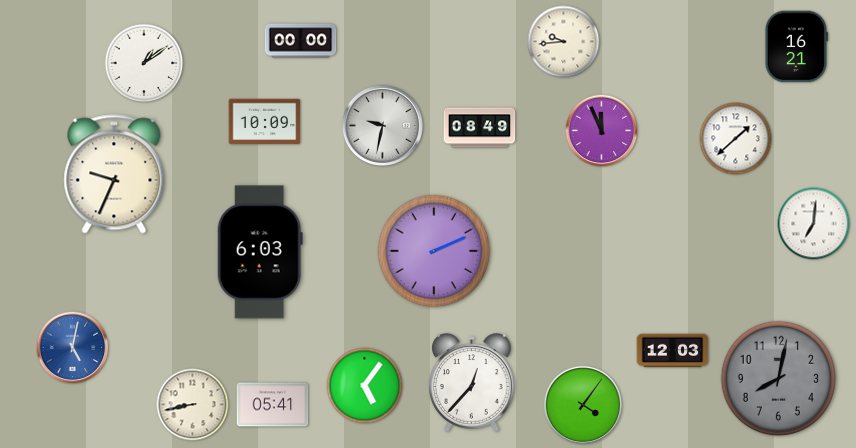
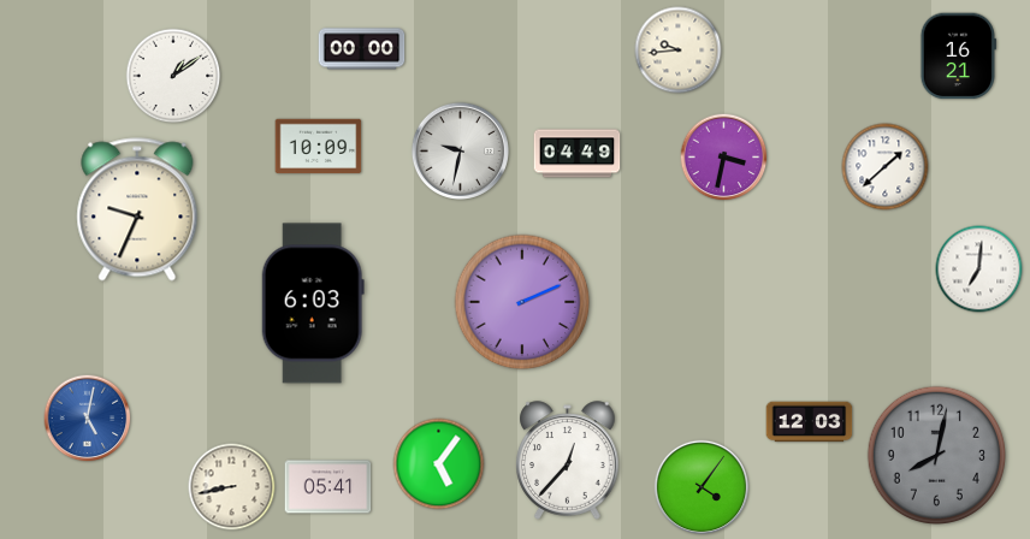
clock at (480, 128): 08:49 -> 04:49
clock at (602, 131): 11:56 -> 3:32
